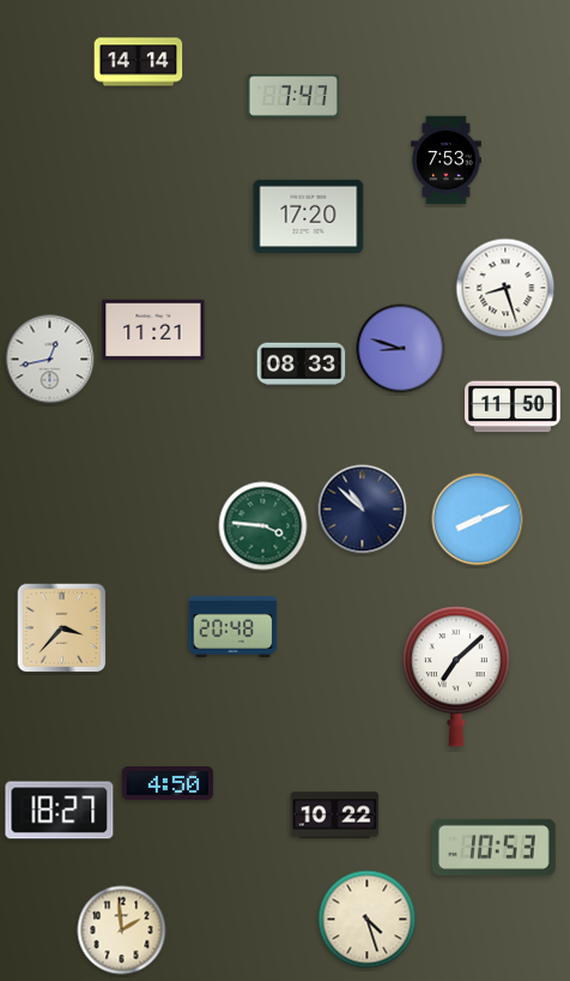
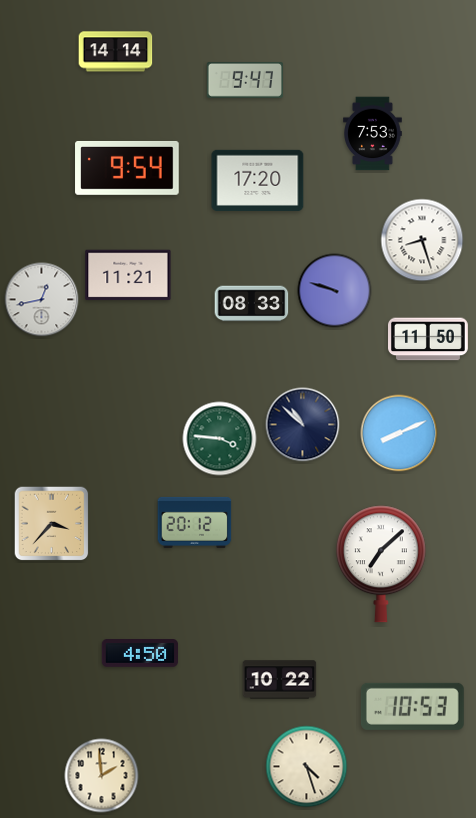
clock at (292, 97): 7:47 -> 9:47
clock at (127, 168): none -> 9:54
clock at (401, 349): 8:48 -> 9:48
clock at (234, 626): 20:48 -> 20:12
clock at (60, 811): 18:27 -> none
